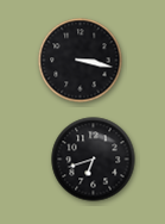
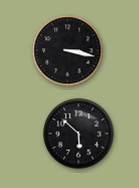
clock at (94, 160): 6:42 -> 5:52
